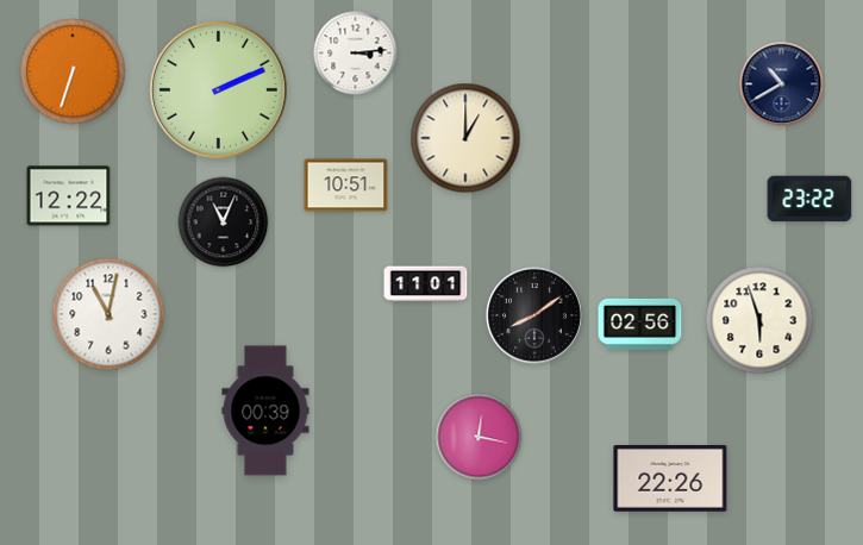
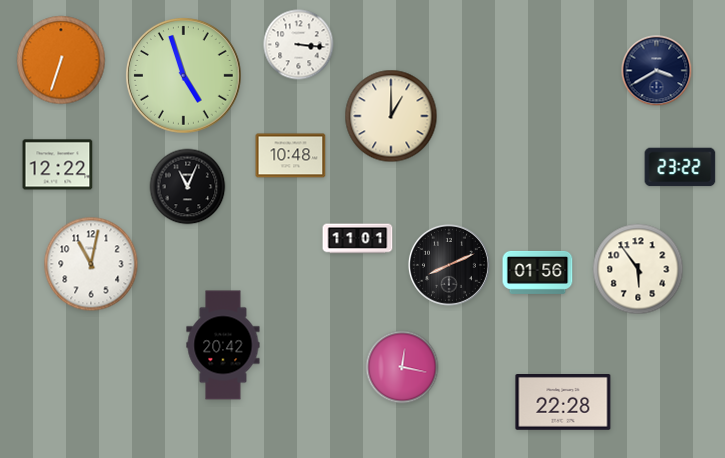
clock at (356, 54): 3:14 -> 3:16
clock at (782, 84): 10:40 -> 3:40
clock at (219, 90): 2:11 -> 4:57
clock at (346, 186): 10:51 -> 10:48
clock at (534, 315): 8:09 -> 8:11
clock at (759, 320): 5:57 -> 5:54
clock at (640, 324): 02:56 -> 01:56
clock at (265, 411): 00:39 -> 20:42
clock at (670, 480): 22:26 -> 22:28
